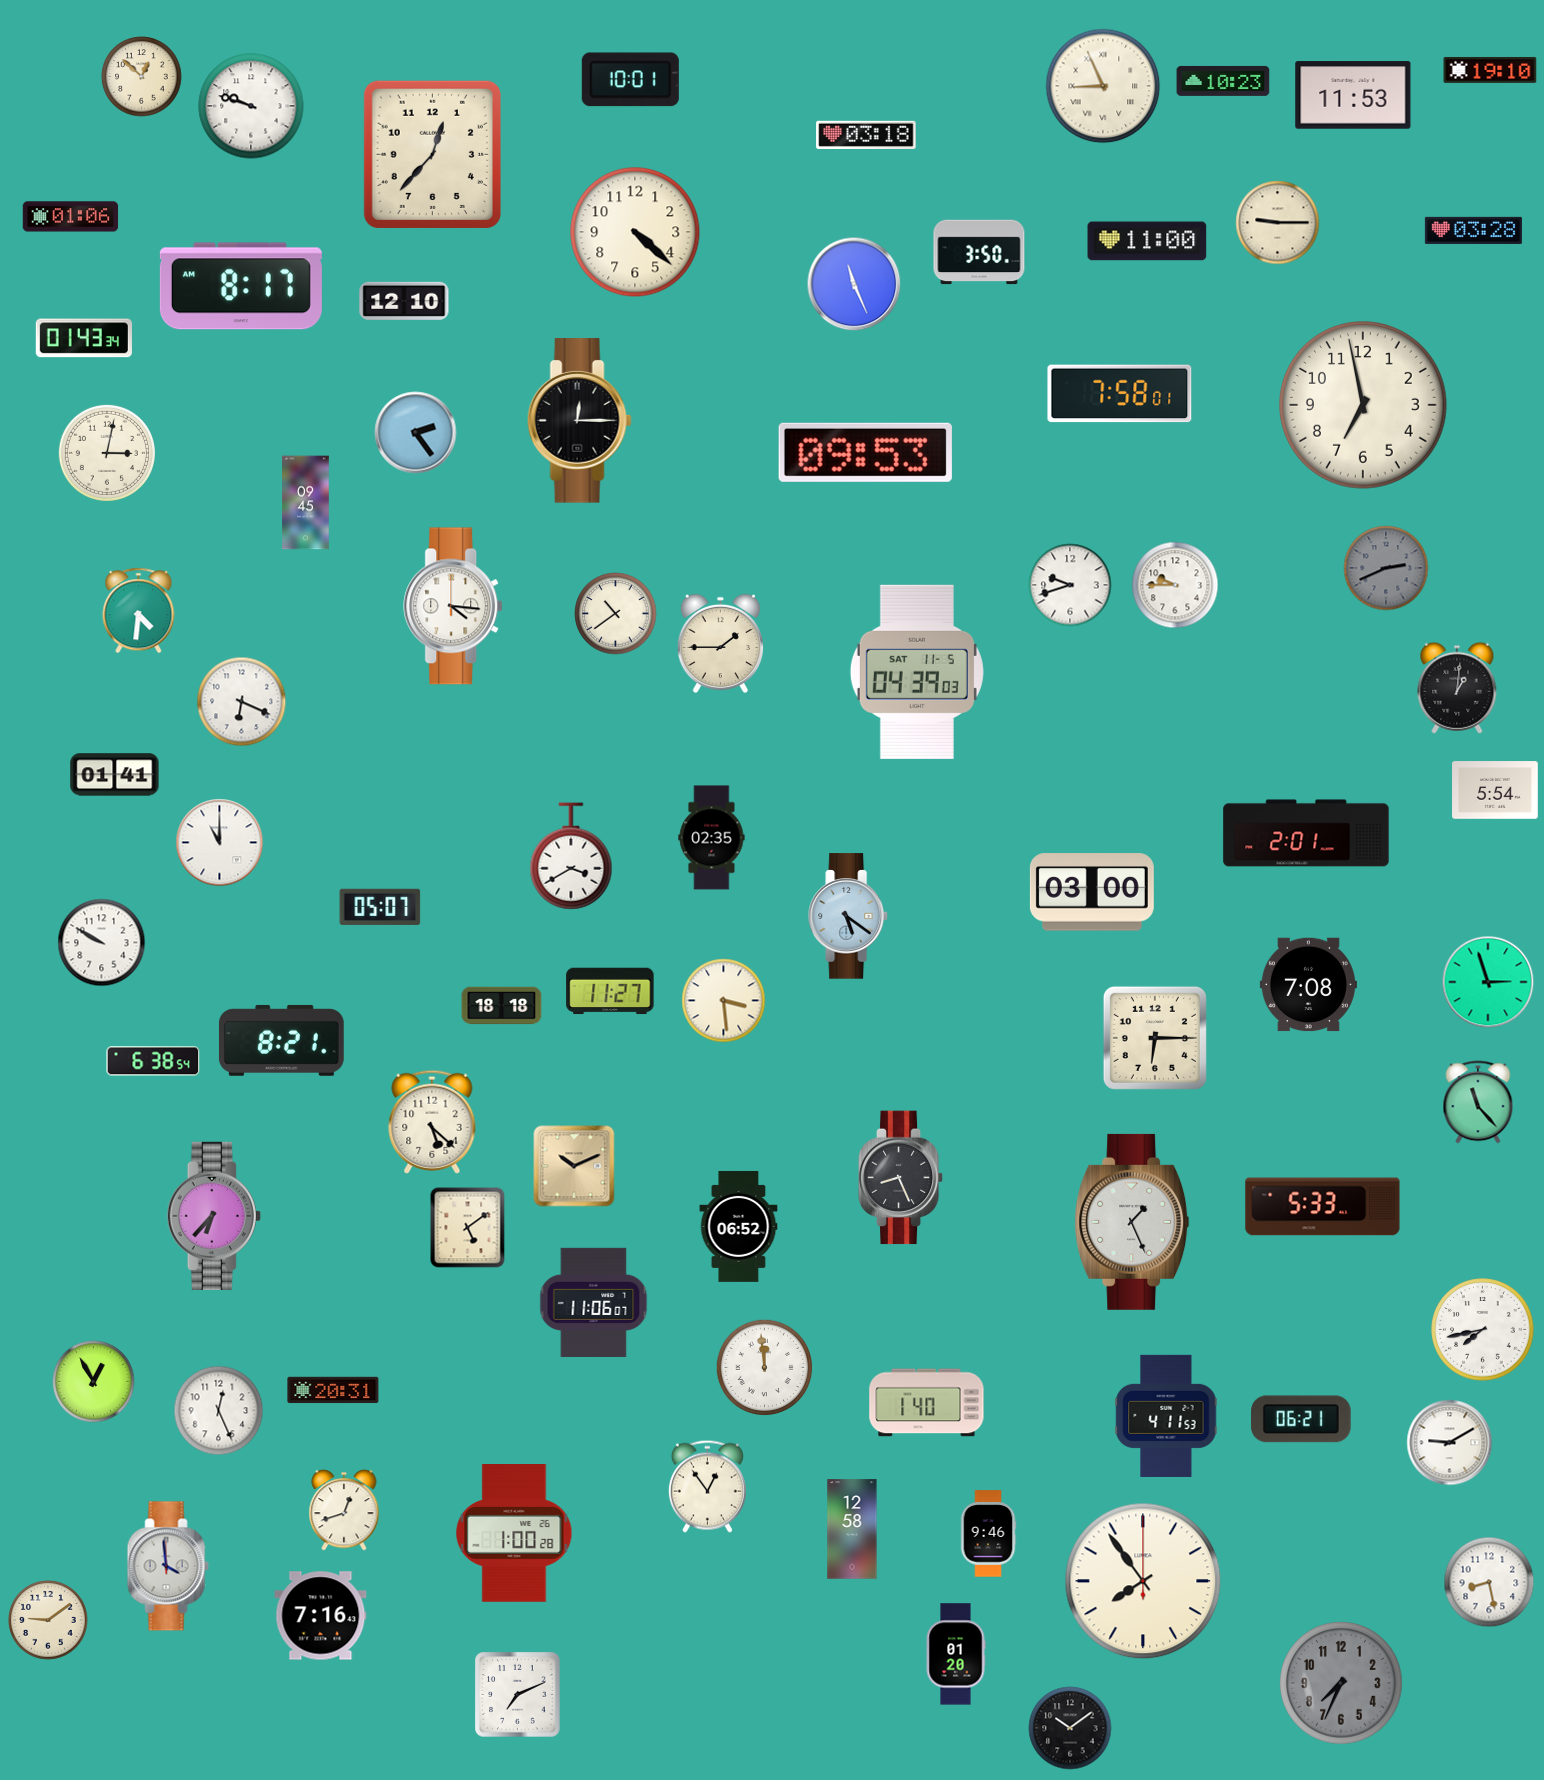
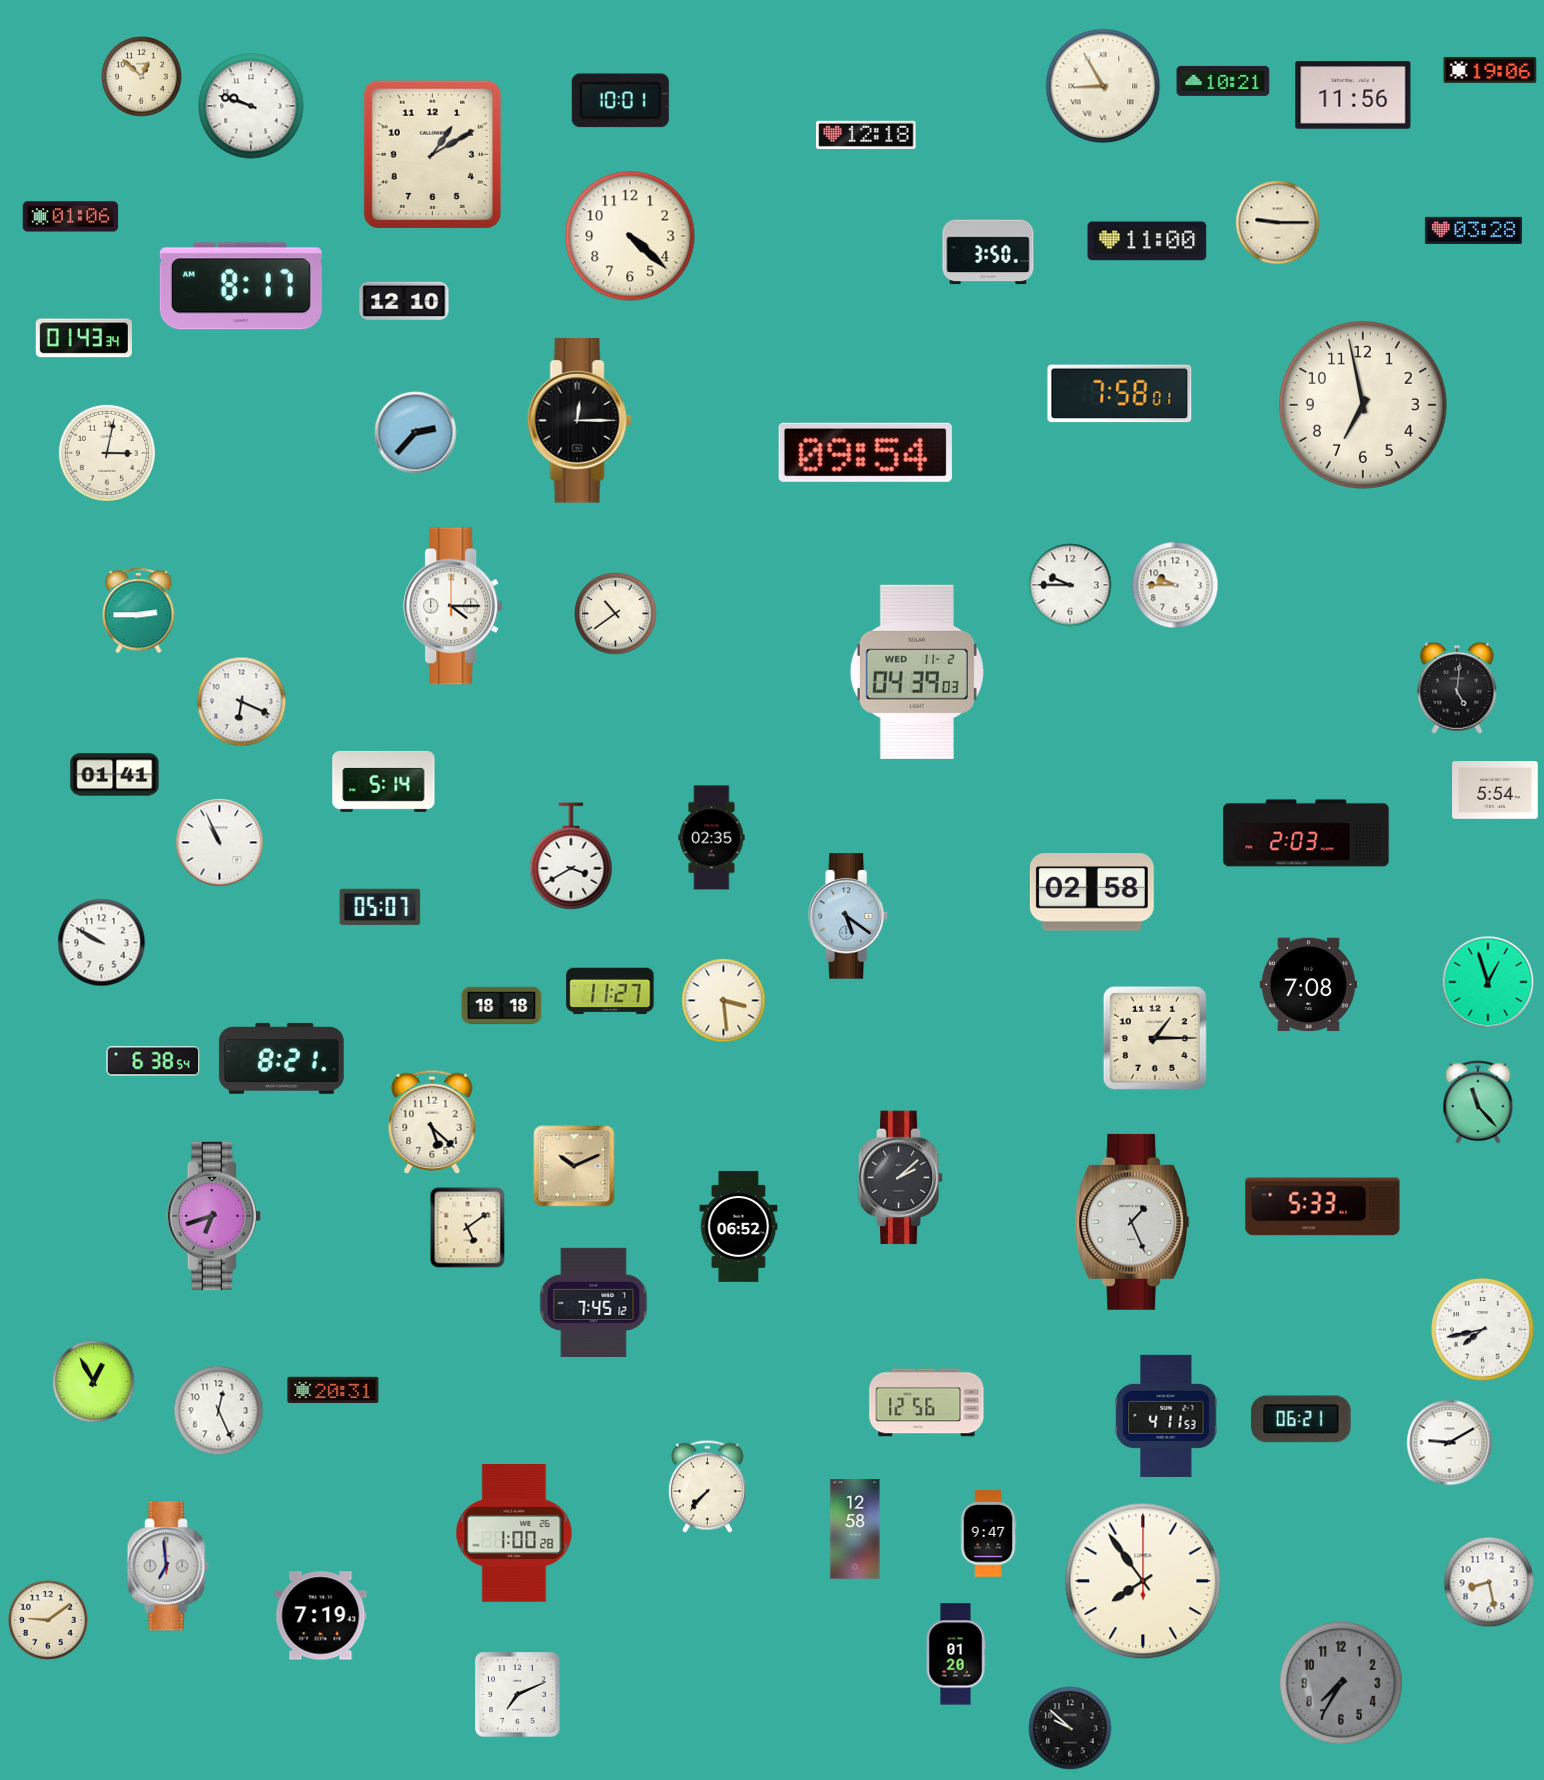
clock at (1490, 70): 19:10 -> 19:06
clock at (630, 80) position: (630, 80) -> (620, 101)
clock at (1223, 81): 10:23 -> 10:21
clock at (1103, 86): 8:56 -> 8:55
clock at (1353, 95): 11:53 -> 11:56
clock at (866, 134): 03:18 -> 12:18
clock at (432, 154): 12:37 -> 1:10
clock at (635, 232) position: (635, 232) -> (630, 236)
clock at (979, 252) position: (979, 252) -> (988, 252)
clock at (854, 284): 11:26 -> none
clock at (416, 433): 2:24 -> 2:37
clock at (865, 452): 09:53 -> 09:54
clock at (306, 503): 09:45 -> none
clock at (1386, 568): 2:41 -> none
clock at (1070, 585): 9:42 -> 9:45
clock at (454, 606): 4:16 -> 4:15
clock at (139, 611): 4:31 -> 2:45
clock at (720, 644): 1:45 -> none
clock at (917, 672) date: SAT 11-5 -> WED 11-2
clock at (1457, 688): 1:01 -> 5:01
clock at (384, 781): none -> 5:14
clock at (1306, 833): 2:01 -> 2:03
clock at (220, 843): 11:00 -> 10:56
clock at (1092, 892): 03:00 -> 02:58
clock at (1488, 982): 2:57 -> 12:57
clock at (1155, 1038): 6:15 -> 1:15
clock at (281, 1040) position: (281, 1040) -> (281, 1058)
clock at (901, 1178): 8:26 -> 2:08
clock at (214, 1216): 6:37 -> 6:42
clock at (594, 1302): 11:06 -> 7:45
clock at (764, 1367): 11:59 -> none
clock at (927, 1403): 1:40 -> 12:56
clock at (707, 1486): 12:54 -> 7:37
clock at (344, 1510): 12:42 -> none
clock at (852, 1529) position: (852, 1529) -> (855, 1529)
clock at (988, 1534): 9:46 -> 9:47
clock at (168, 1566): 3:59 -> 6:59
clock at (321, 1616): 7:16 -> 7:19
clock at (1342, 1684): 7:34 -> 7:35
clock at (1070, 1728): 10:09 -> 9:52
